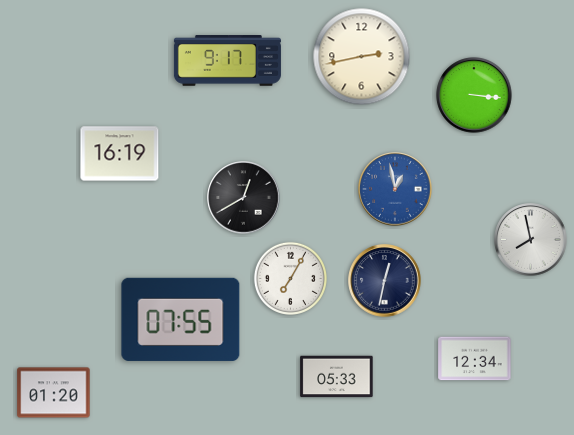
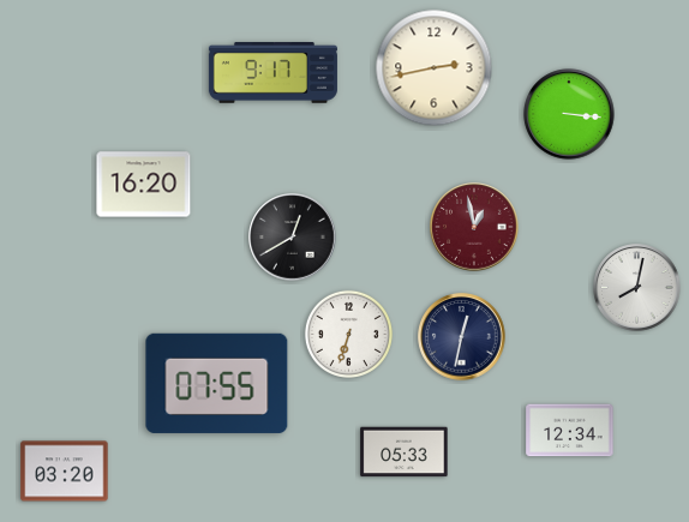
clock at (120, 154): 16:19 -> 16:20
clock at (395, 189) dial: blue -> burgundy
clock at (531, 240): 7:58 -> 8:02
clock at (290, 278): 7:05 -> 6:33
clock at (54, 393): 01:20 -> 03:20
